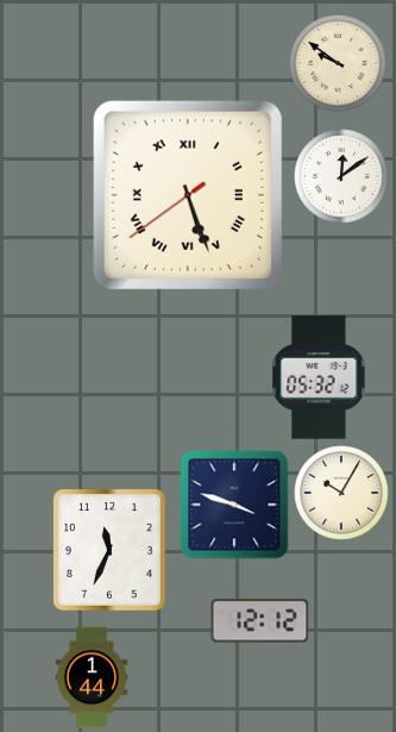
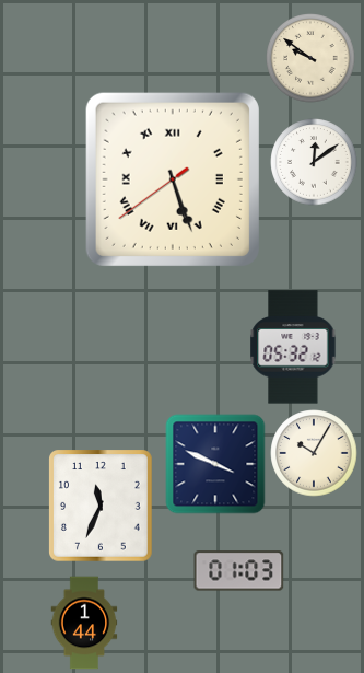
clock at (234, 505): 3:48 -> 3:49
clock at (260, 621): 12:12 -> 01:03
